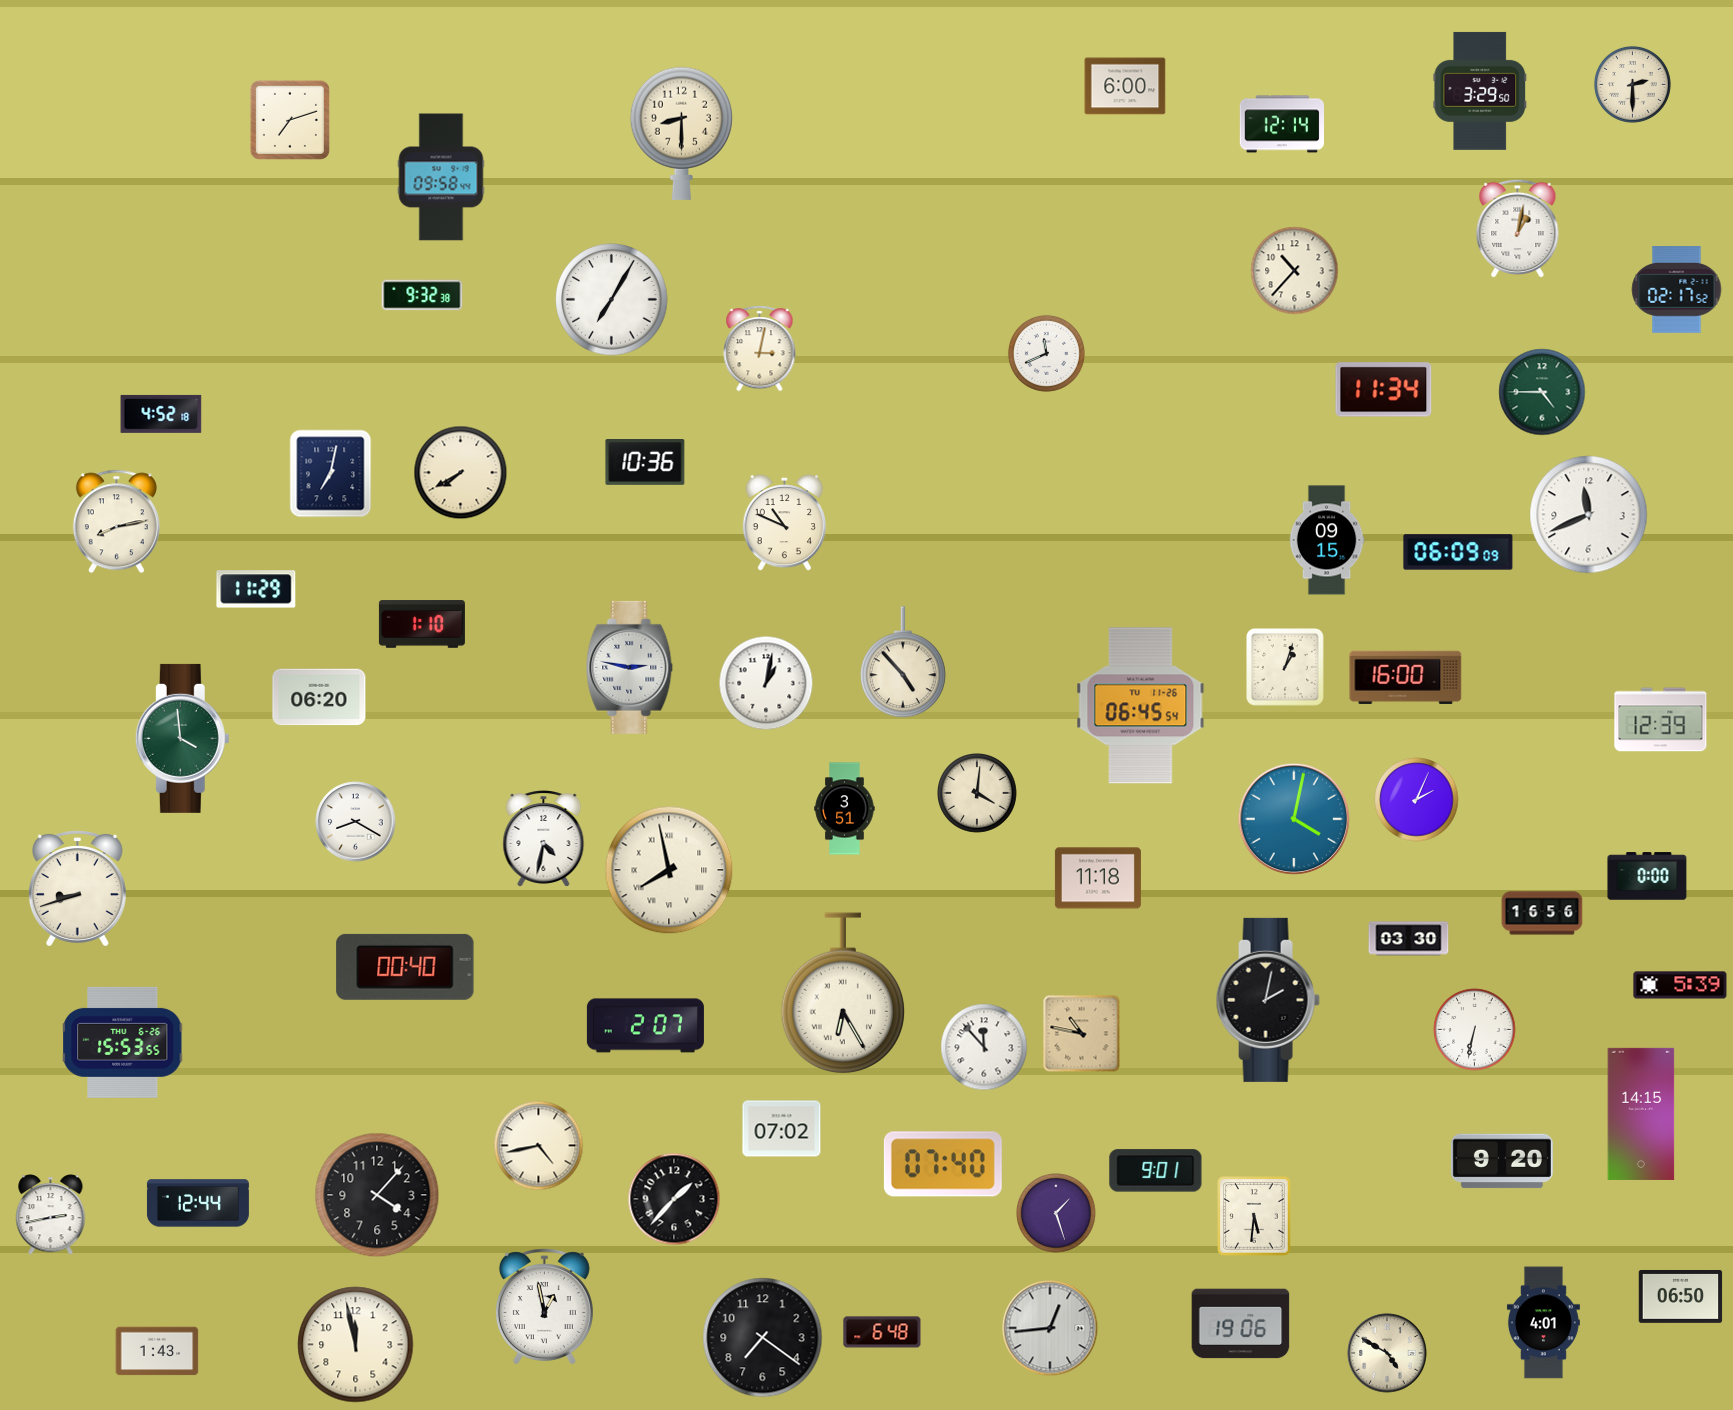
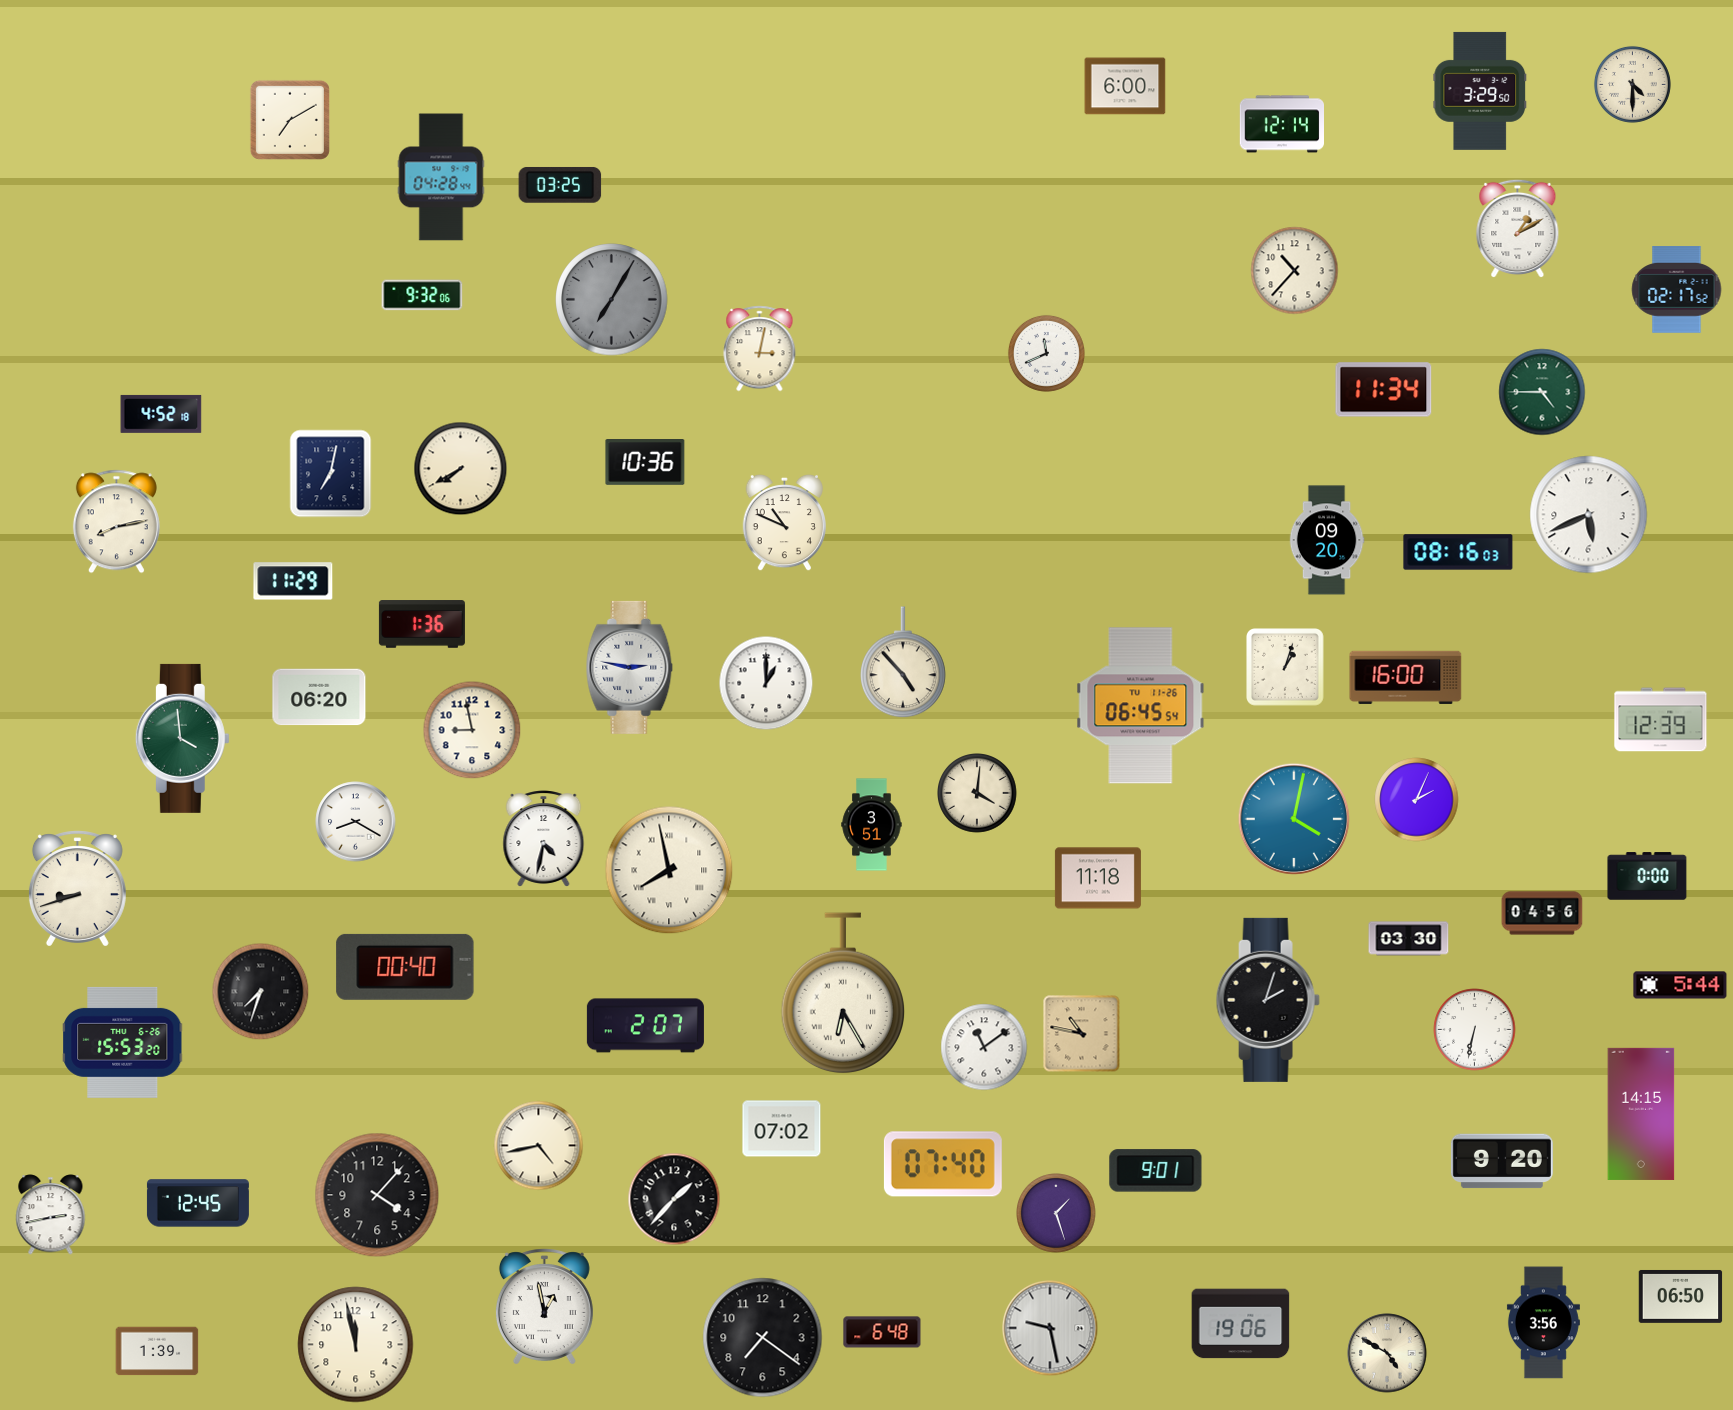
clock at (1632, 84): 2:30 -> 4:30
clock at (290, 120): 7:12 -> 7:10
clock at (681, 133): 8:30 -> none
clock at (441, 177): 09:58 -> 04:28
clock at (560, 185): none -> 03:25
clock at (1518, 229): 1:02 -> 1:10
clock at (422, 295): 9:32:38 -> 9:32:06
clock at (612, 300) dial: white -> grey
clock at (461, 473) position: (461, 473) -> (461, 469)
clock at (1589, 515): 11:41 -> 5:41
clock at (1327, 540): 09:15 -> 09:20
clock at (1458, 552): 06:09 -> 08:16
clock at (256, 589) position: (256, 589) -> (293, 581)
clock at (422, 624): 1:10 -> 1:36
clock at (766, 683): 1:02 -> 1:00
clock at (472, 730): none -> 8:58
clock at (845, 809) position: (845, 809) -> (872, 825)
clock at (1542, 913): 16:56 -> 04:56
clock at (1680, 985): 5:39 -> 5:44
clock at (261, 992): none -> 7:33
clock at (1268, 1000): 2:02 -> 2:03
clock at (123, 1042): 15:53:55 -> 15:53:20
clock at (984, 1047): 11:53 -> 11:09
clock at (198, 1203): 12:44 -> 12:45
clock at (1254, 1216): 5:31 -> none
clock at (1543, 1323): 4:01 -> 3:56
clock at (1050, 1328): 12:44 -> 9:28
clock at (157, 1351): 1:43 -> 1:39
